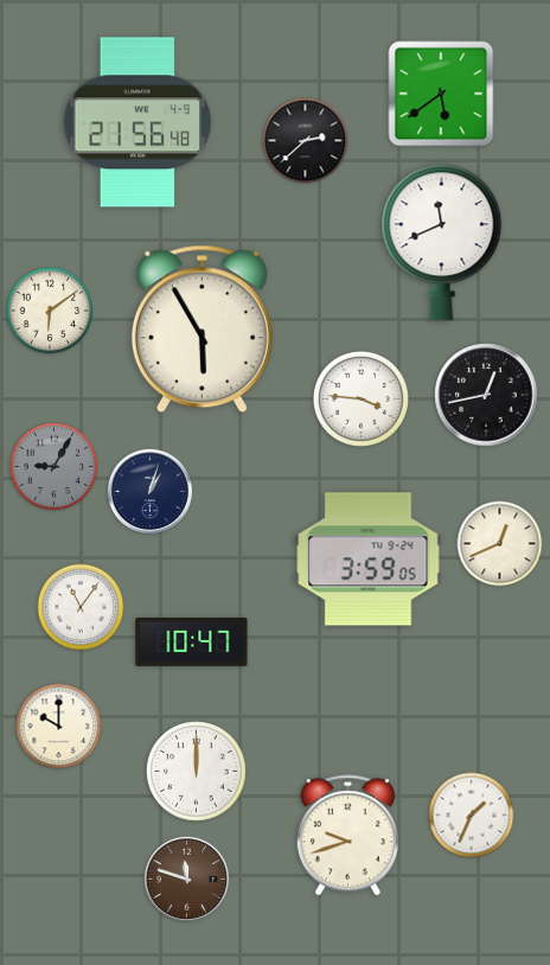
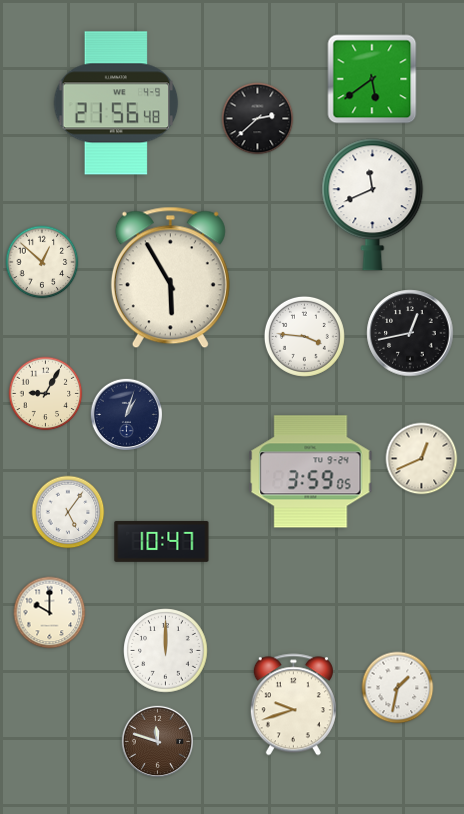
clock at (50, 311): 6:09 -> 12:52
clock at (55, 467) dial: grey -> cream
clock at (81, 607): 11:06 -> 5:06
clock at (472, 816): 1:34 -> 1:32
